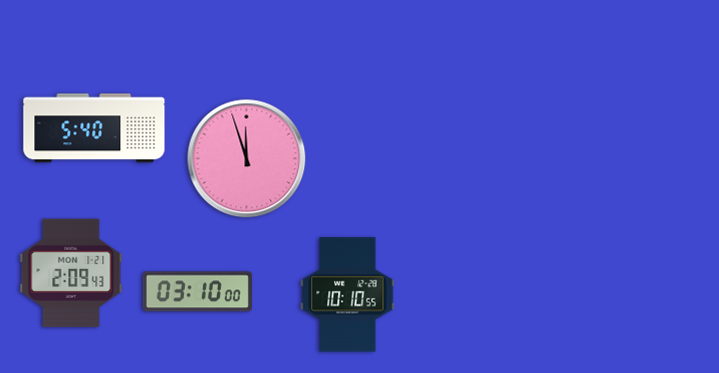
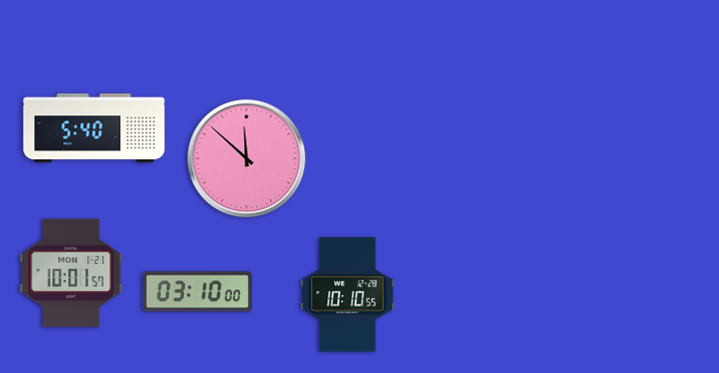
clock at (247, 159): 11:57 -> 11:52
clock at (71, 272): 2:09 -> 10:01
